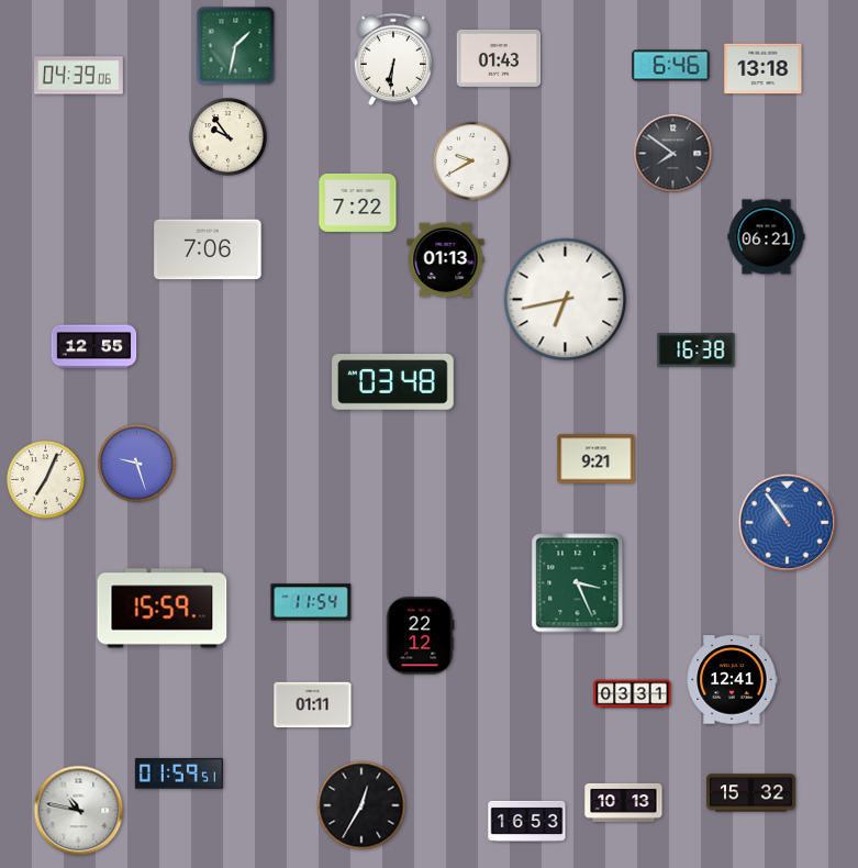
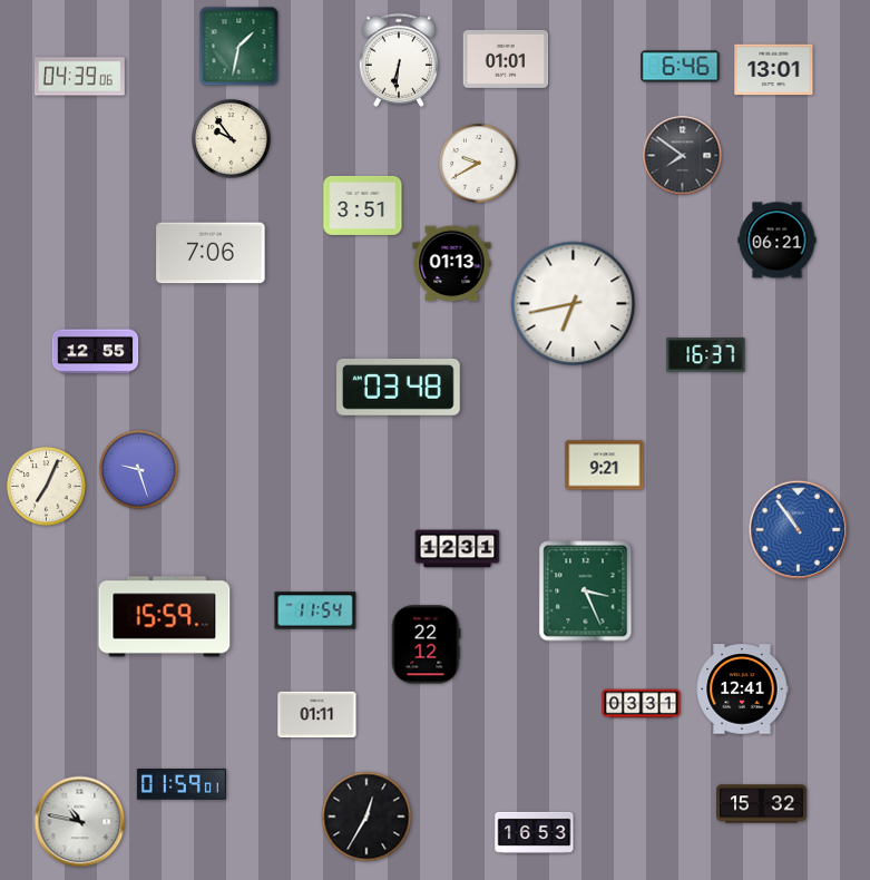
clock at (499, 58): 01:43 -> 01:01
clock at (764, 69): 13:18 -> 13:01
clock at (358, 202): 7:22 -> 3:51
clock at (697, 350): 16:38 -> 16:37
clock at (458, 549): none -> 12:31
clock at (179, 774): 01:59:51 -> 01:59:01
clock at (624, 802): 10:13 -> none
